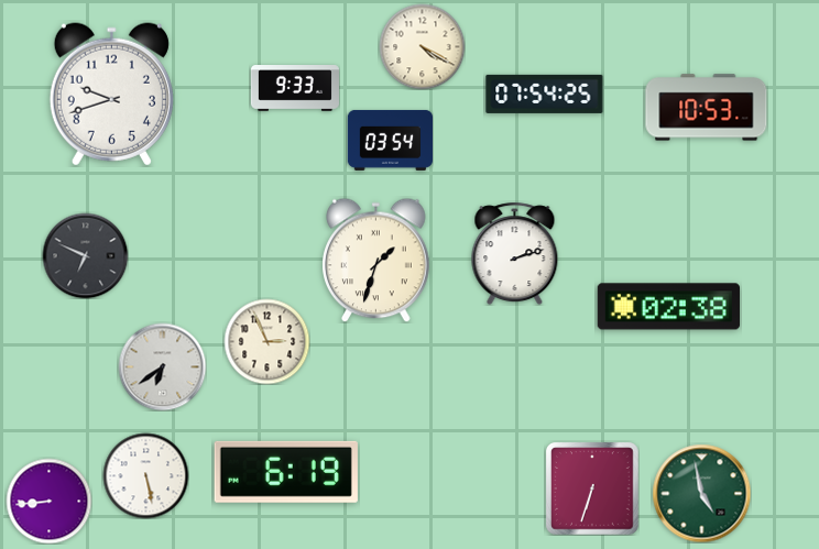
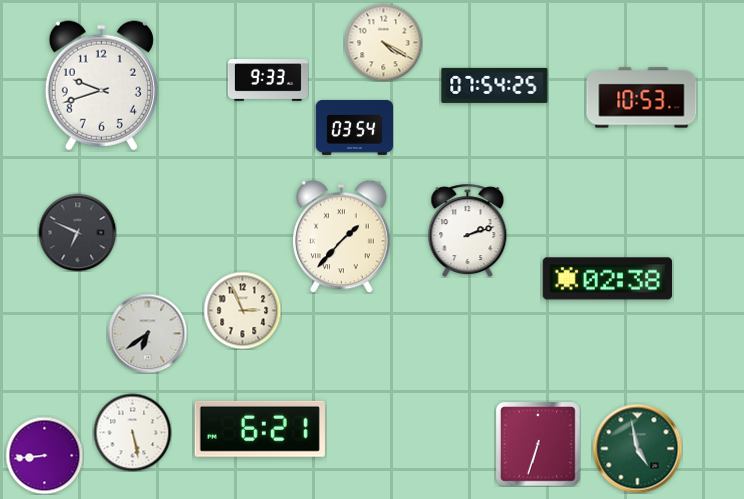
clock at (376, 260): 1:33 -> 1:37
clock at (286, 472): 6:19 -> 6:21
